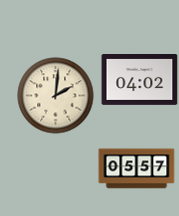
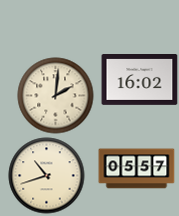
clock at (140, 80): 04:02 -> 16:02
clock at (47, 176): none -> 10:42
